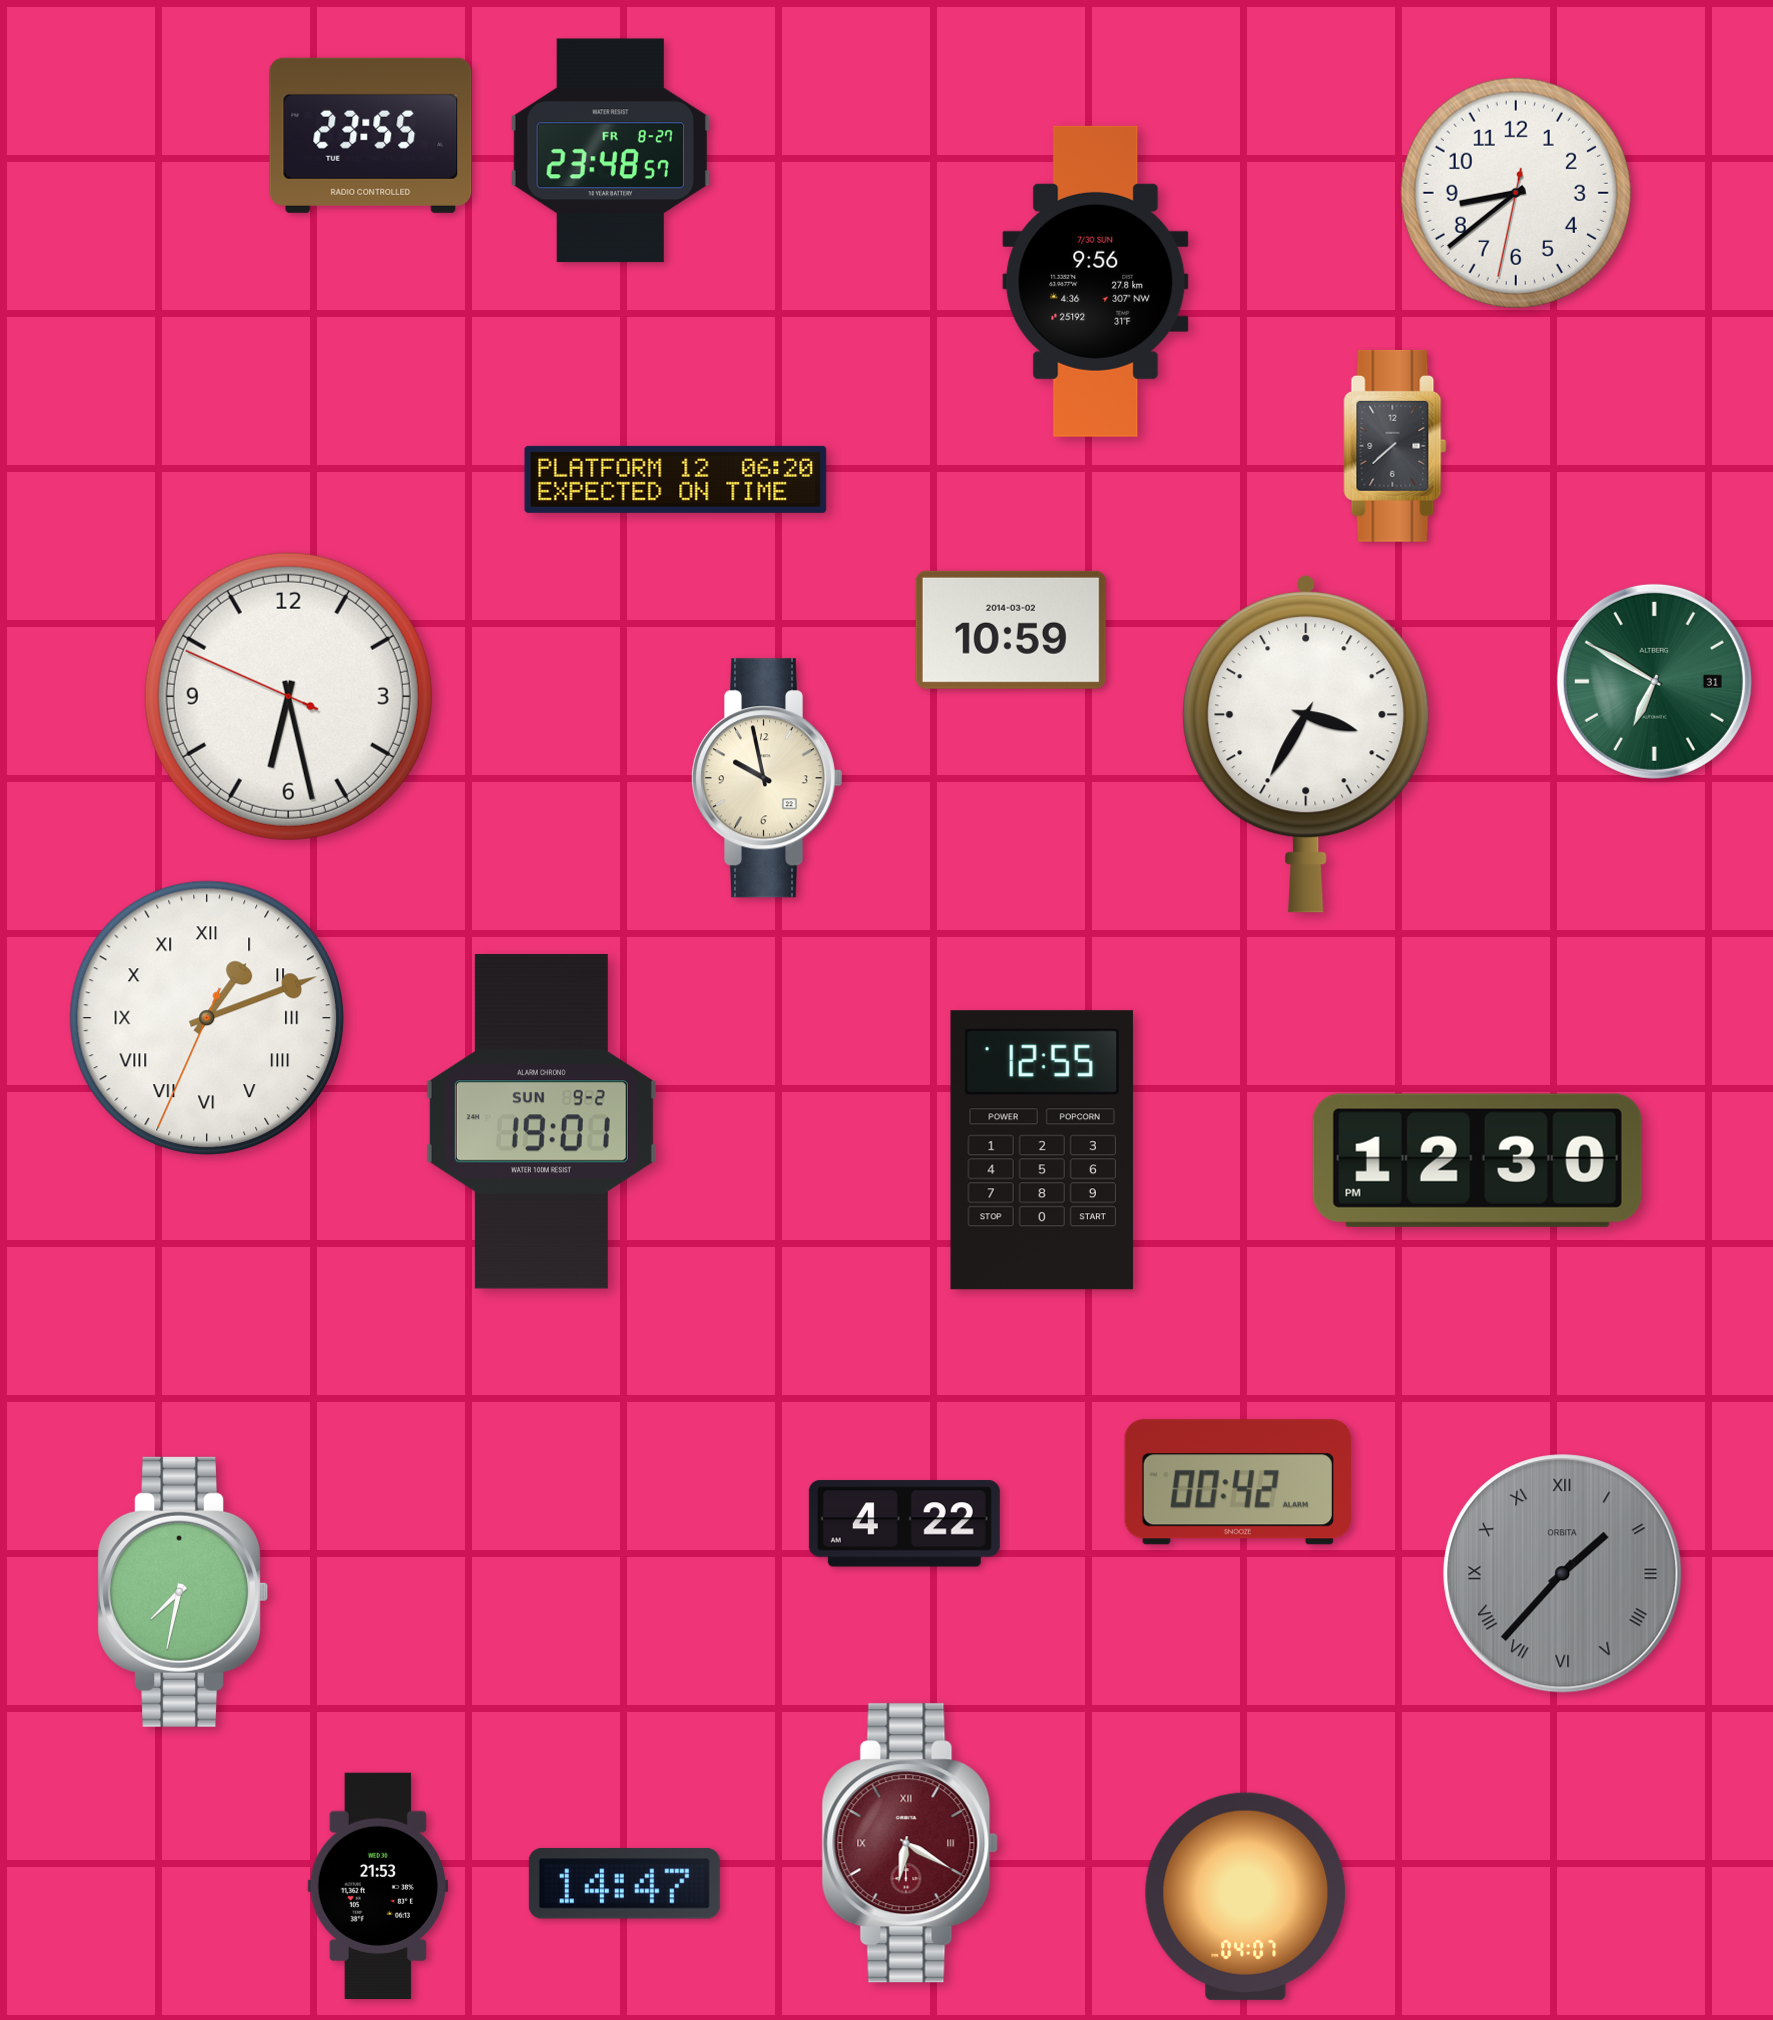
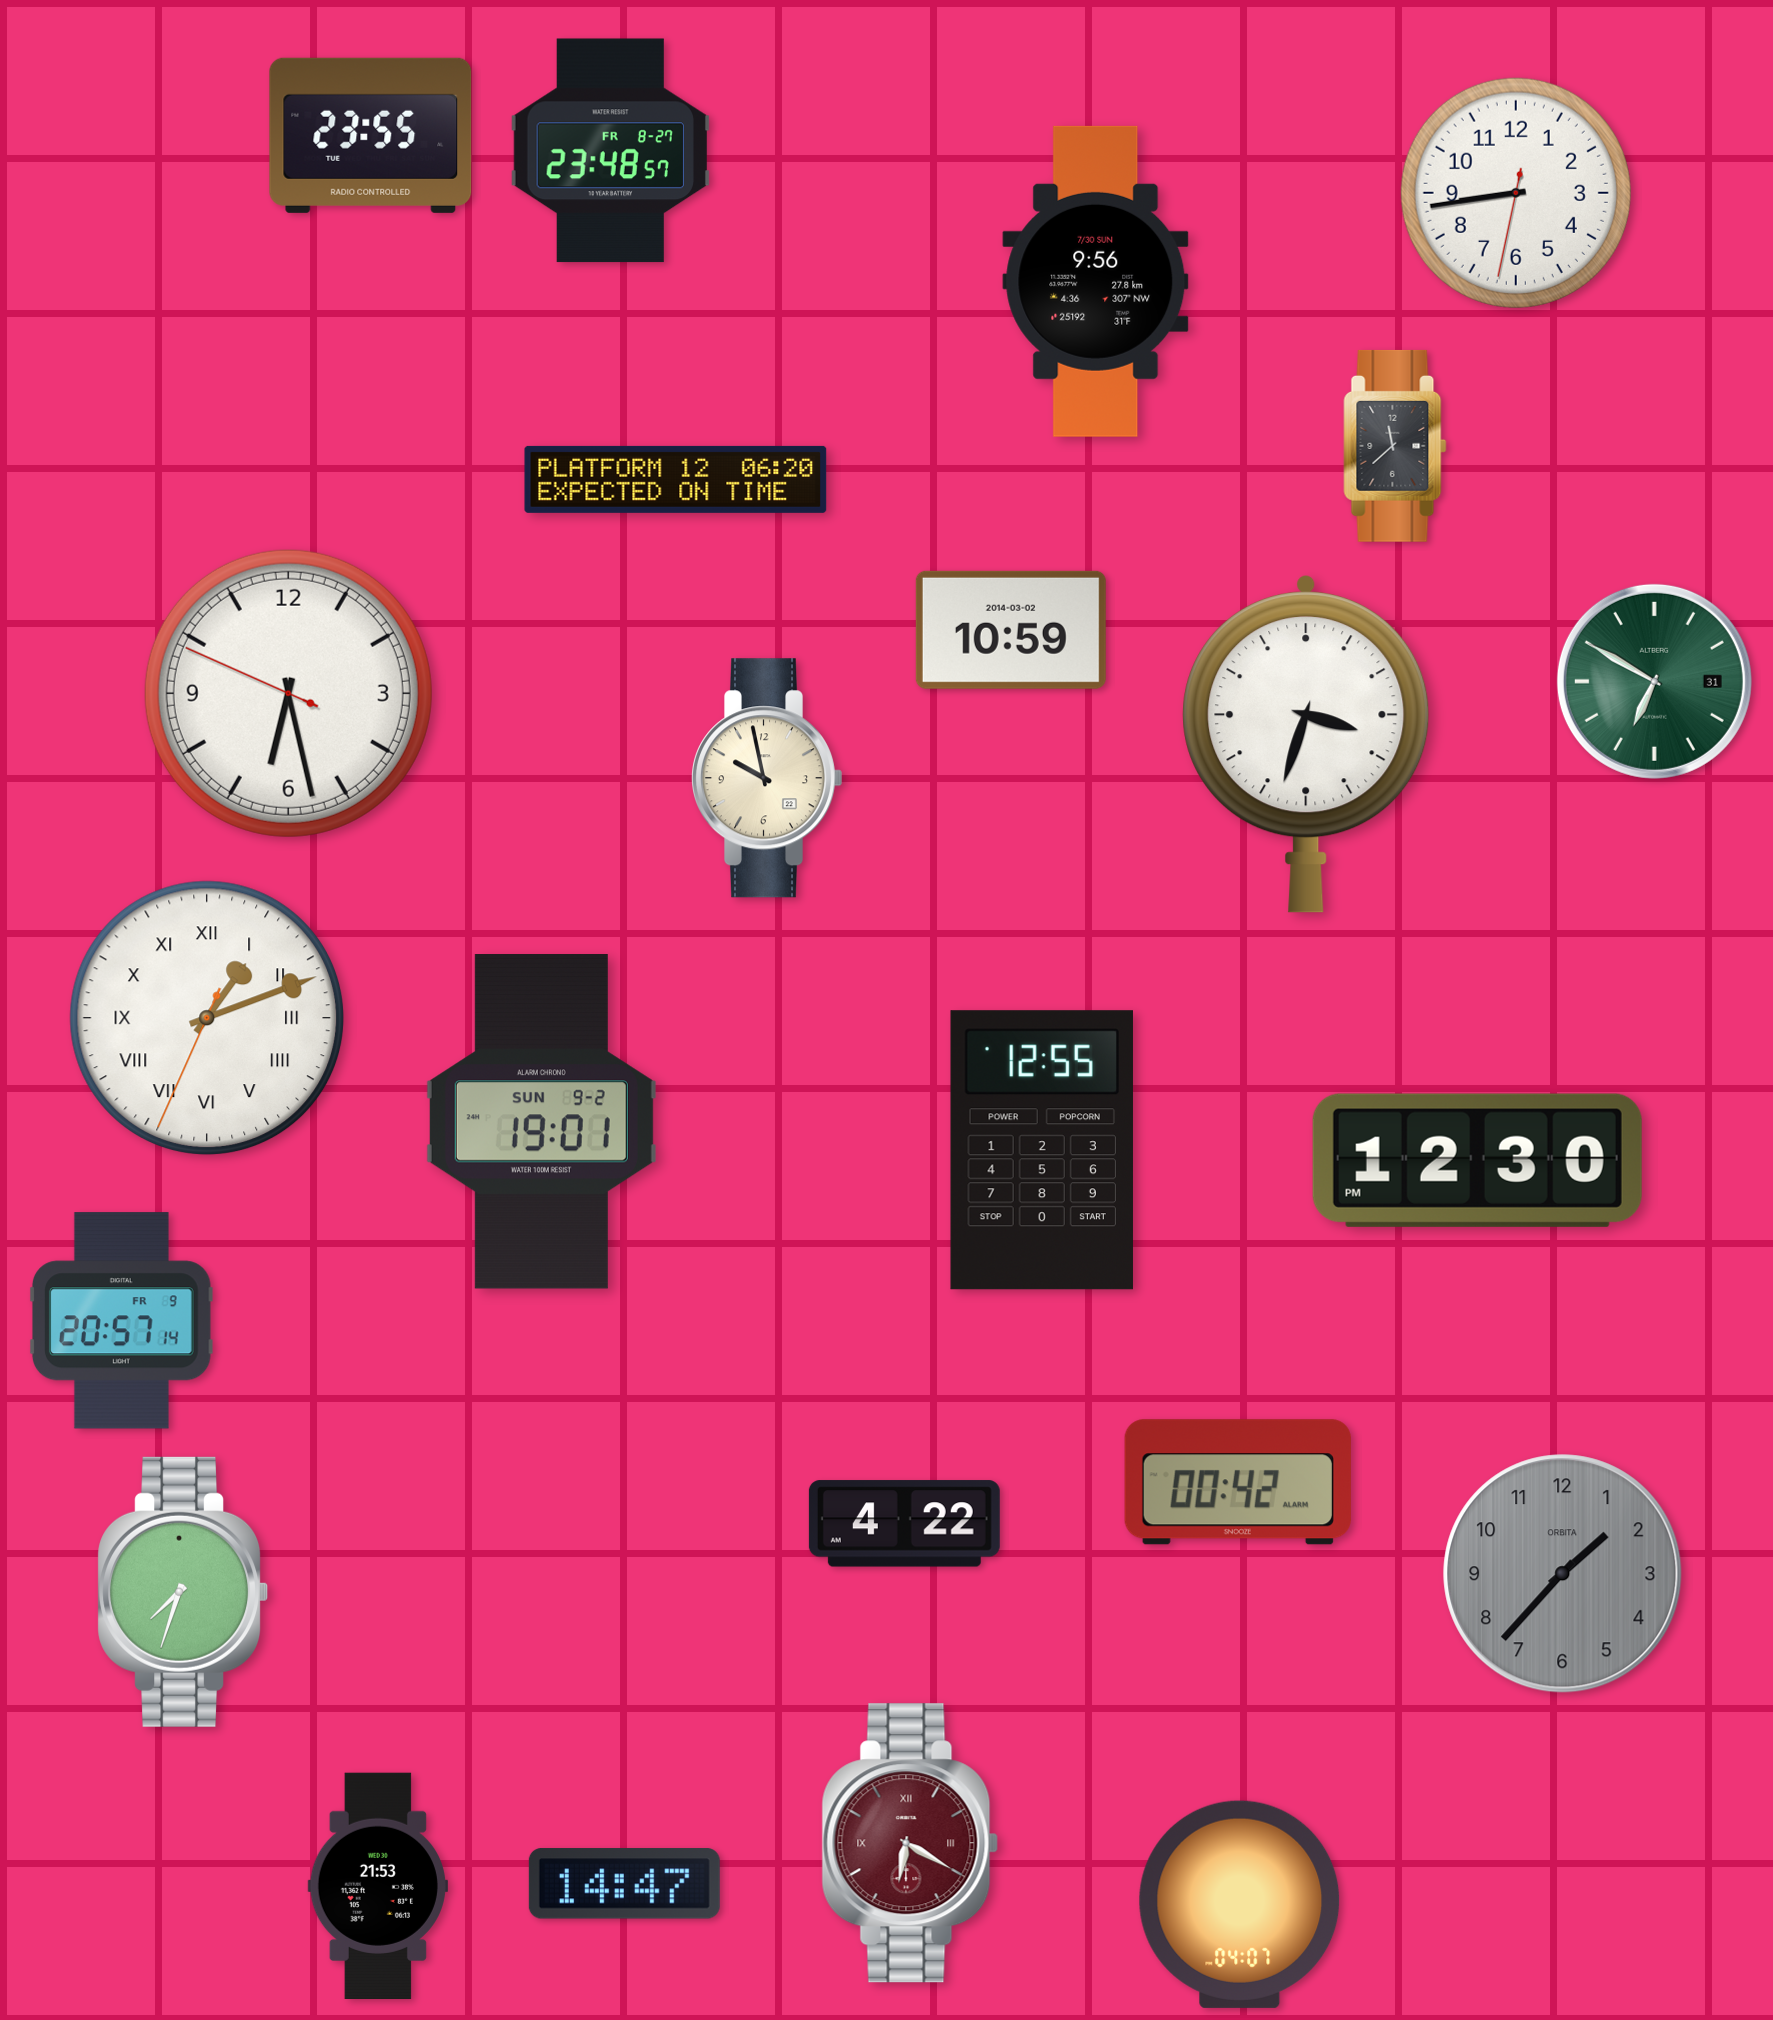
clock at (1516, 193): 8:38 -> 8:43
clock at (1395, 446): 7:38 -> 11:38
clock at (288, 696) position: (288, 696) -> (288, 693)
clock at (1306, 744): 3:35 -> 3:33
clock at (122, 1321): none -> 20:57
clock at (1563, 1574) numerals: Roman -> Arabic
clock at (183, 1592): 7:32 -> 7:33
clock at (1246, 1896) position: (1246, 1896) -> (1240, 1904)
